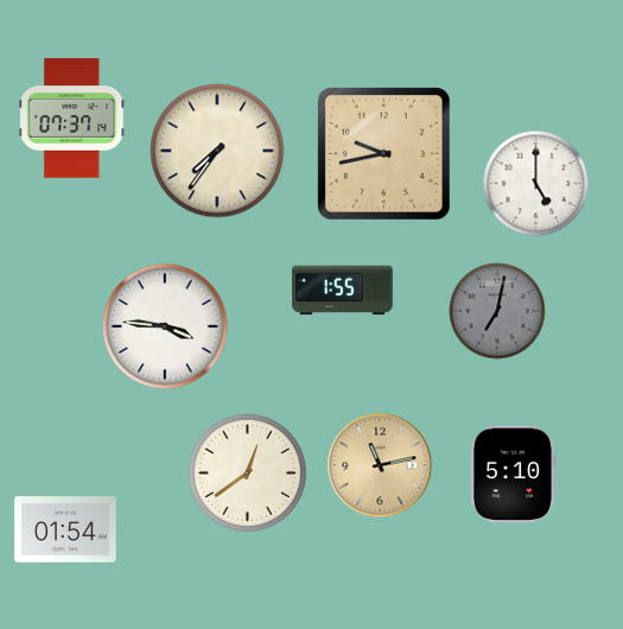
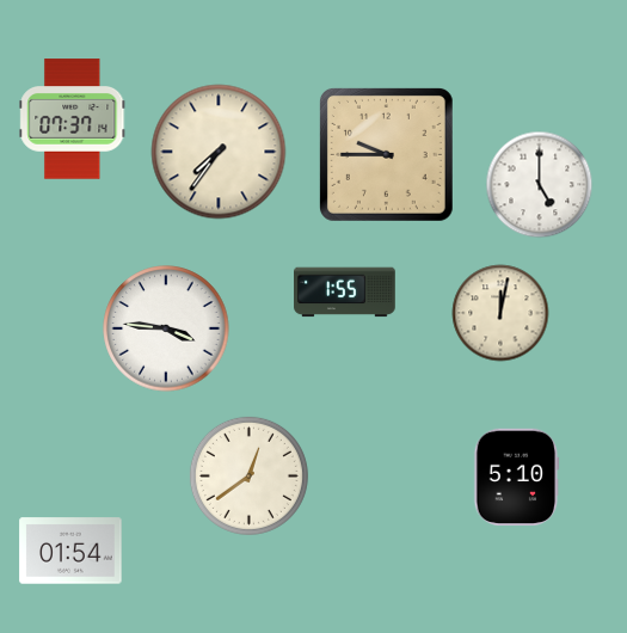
clock at (383, 153): 9:43 -> 9:45
clock at (497, 311): 7:02 -> 12:02
clock at (497, 311) dial: grey -> cream
clock at (380, 465): 11:13 -> none
clock at (65, 529) position: (65, 529) -> (70, 551)
